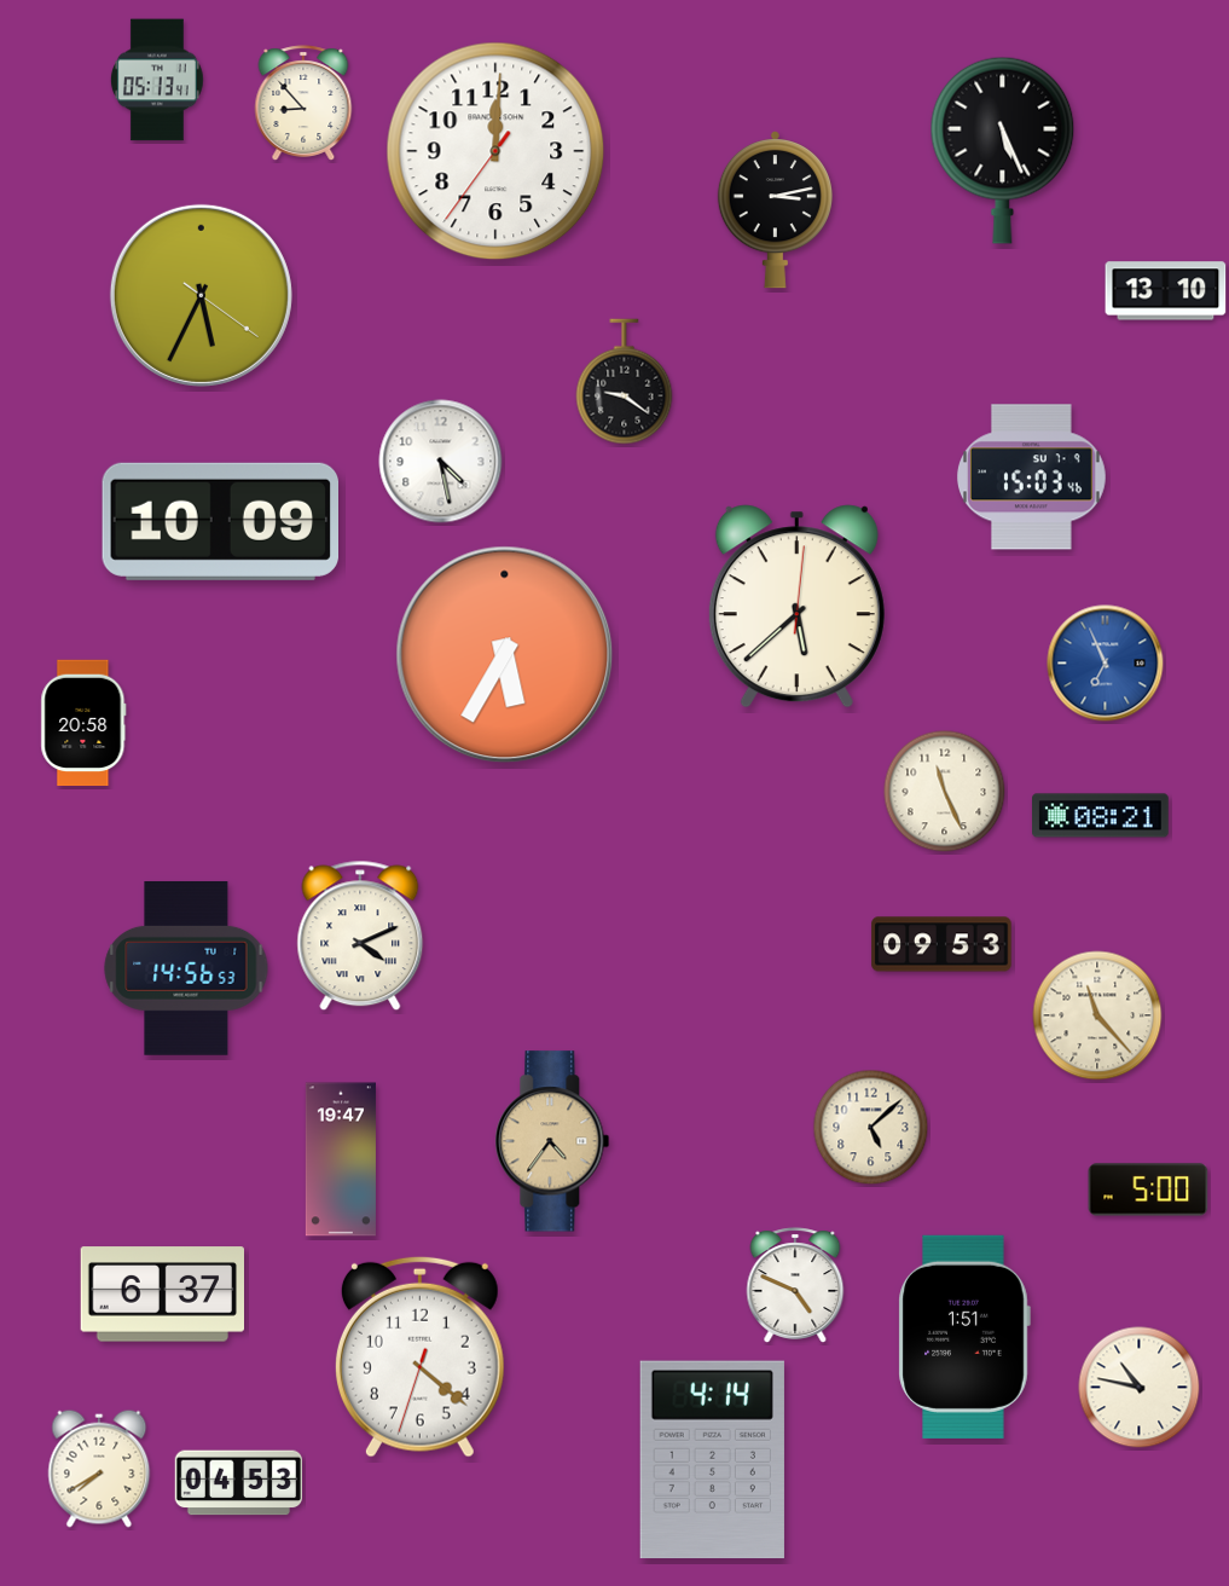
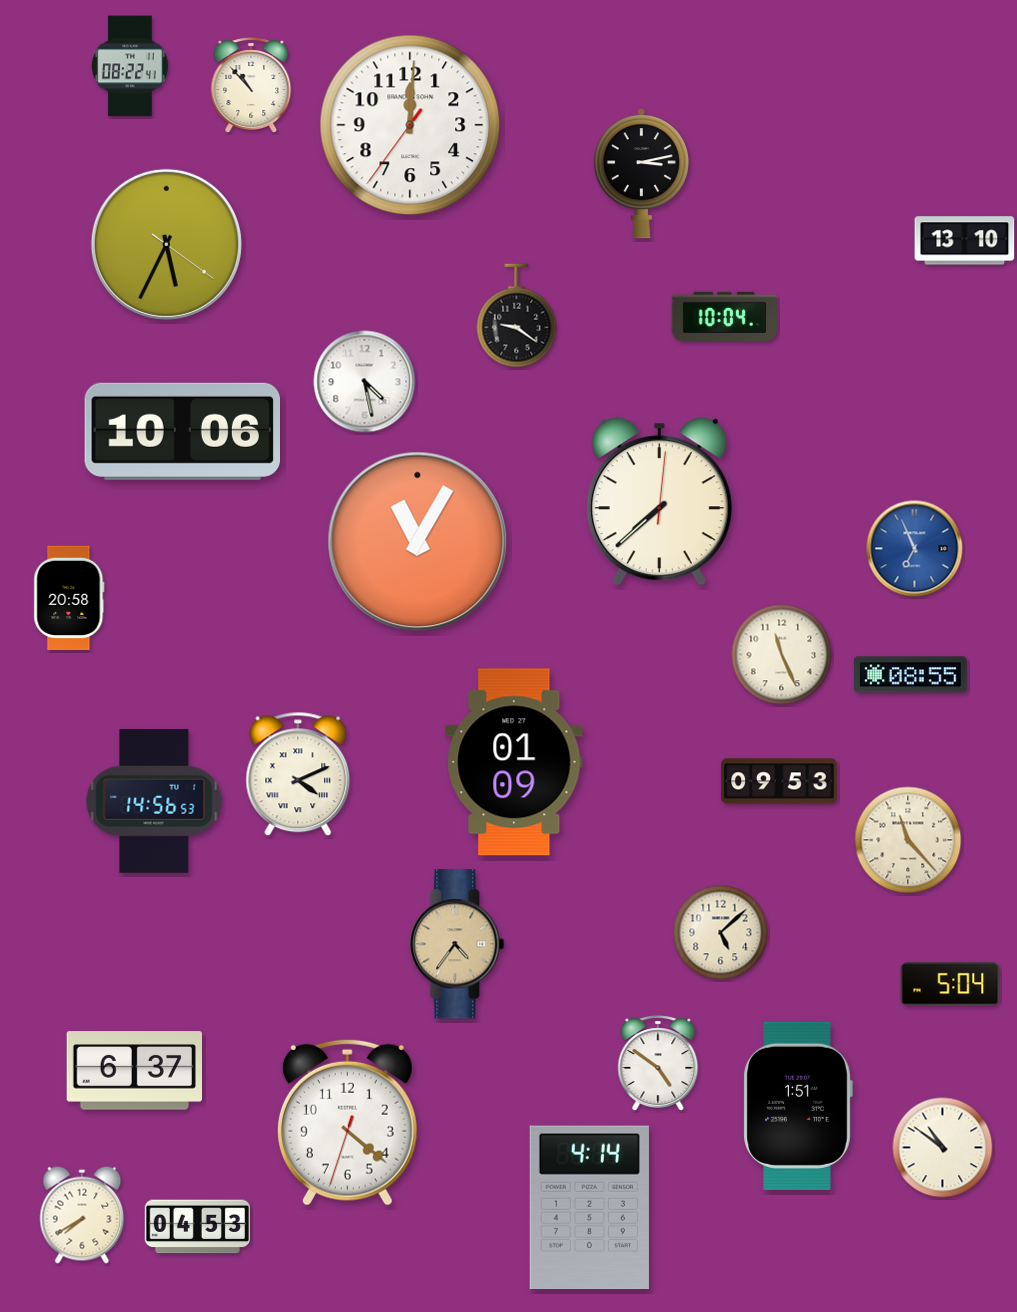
clock at (157, 80): 05:13 -> 08:22
clock at (303, 103): 8:53 -> 10:53
clock at (1003, 150): 5:26 -> none
clock at (724, 316): none -> 10:04
clock at (1031, 477): 15:03 -> none
clock at (220, 521): 10:09 -> 10:06
clock at (796, 607): 5:38 -> 7:38
clock at (505, 655): 5:35 -> 11:05
clock at (1101, 816): 08:21 -> 08:55
clock at (514, 762): none -> 01:09
clock at (341, 1159): 19:47 -> none
clock at (1148, 1189): 5:00 -> 5:04
clock at (795, 1285): 4:49 -> 4:51
clock at (1140, 1388): 10:47 -> 10:51
